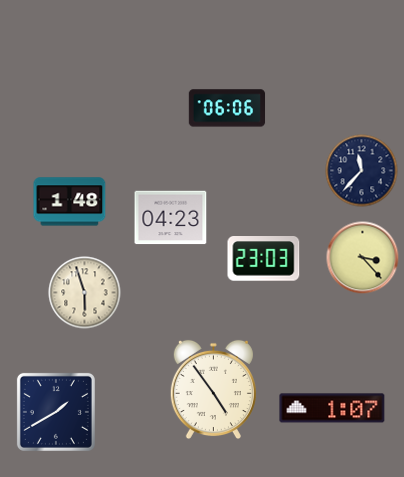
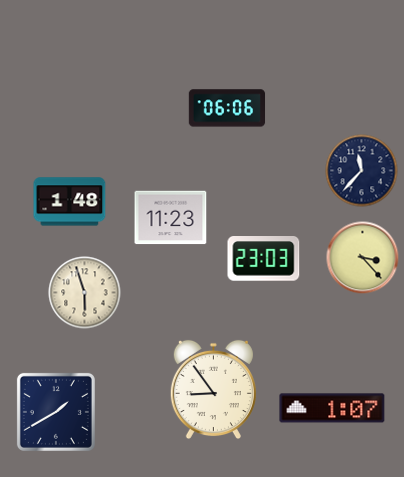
clock at (171, 218): 04:23 -> 11:23
clock at (213, 390): 4:54 -> 8:54
